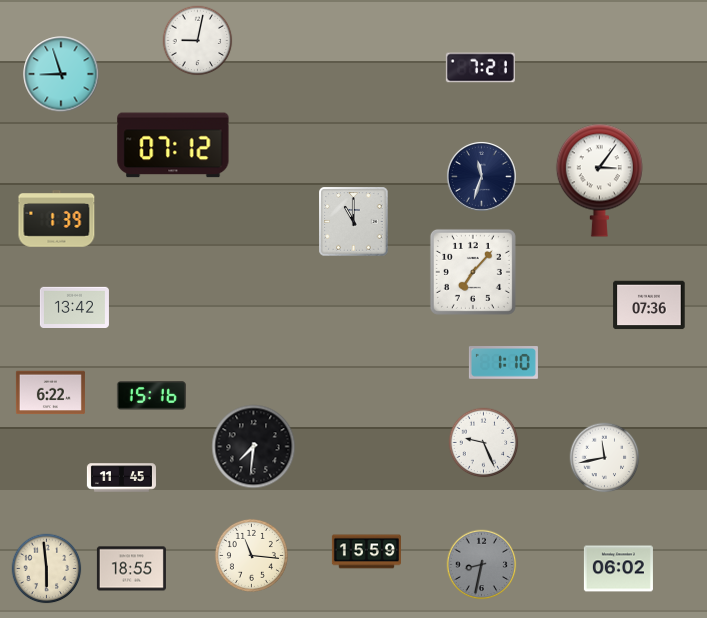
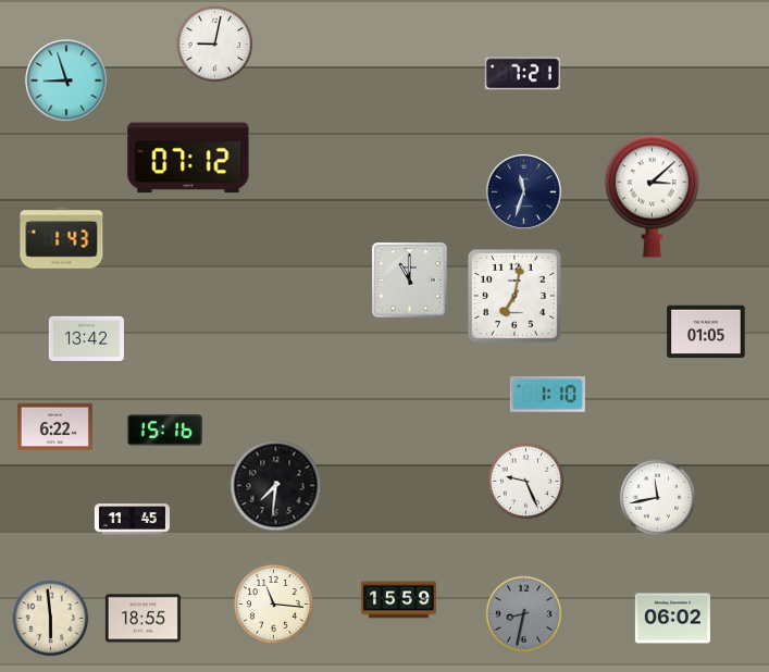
clock at (599, 180): 3:06 -> 3:08
clock at (57, 219): 1:39 -> 1:43
clock at (354, 222) position: (354, 222) -> (410, 281)
clock at (473, 272): 7:07 -> 7:02
clock at (649, 305): 07:36 -> 01:05
clock at (74, 307) position: (74, 307) -> (86, 338)
